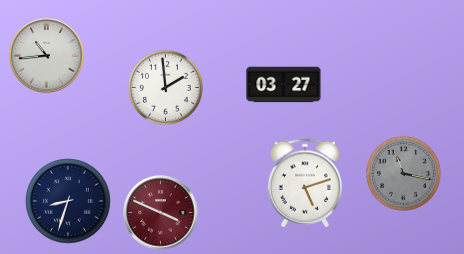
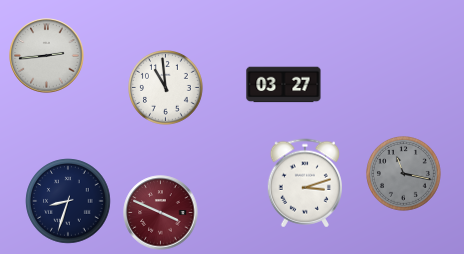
clock at (47, 56): 10:44 -> 2:44
clock at (166, 88): 1:59 -> 10:59
clock at (304, 183): 5:12 -> 3:12
